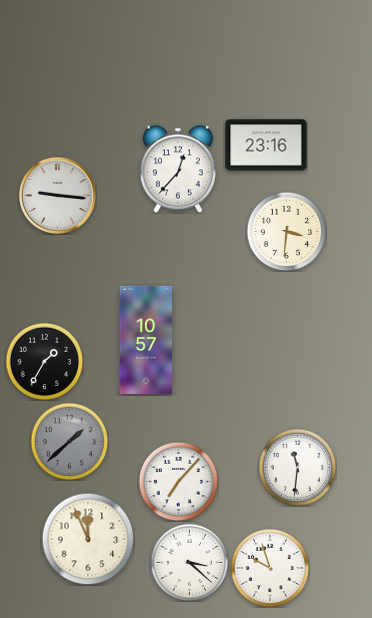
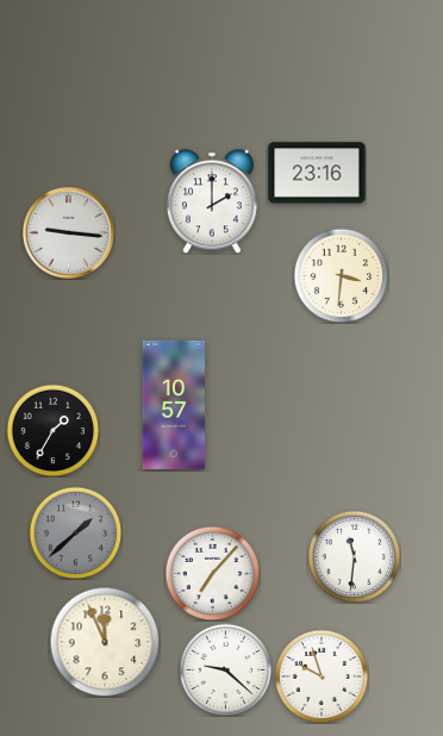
clock at (178, 169): 12:37 -> 2:00
clock at (69, 441) position: (69, 441) -> (75, 532)
clock at (189, 562): 3:22 -> 9:22
